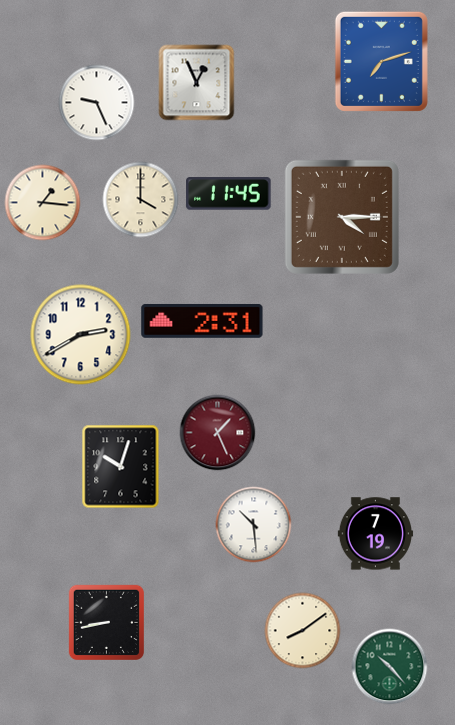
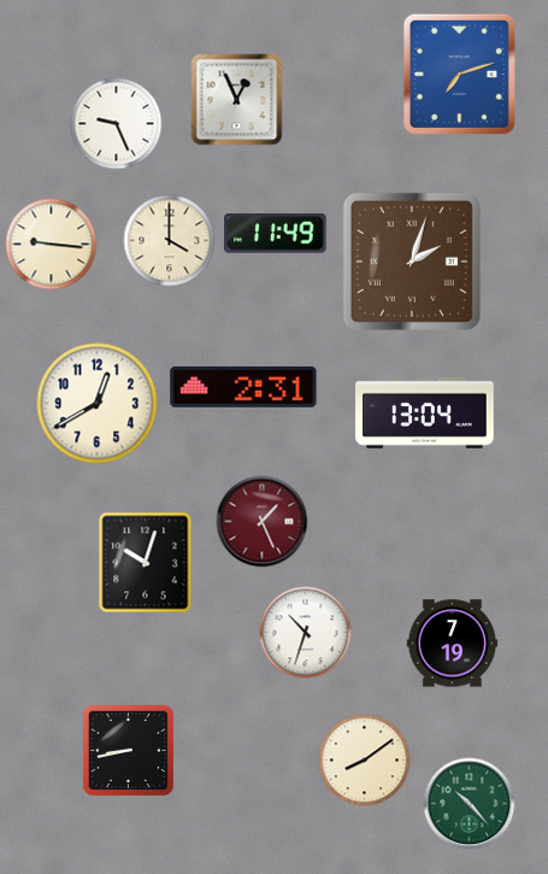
clock at (229, 194): 11:45 -> 11:49
clock at (43, 203): 1:16 -> 9:16
clock at (342, 217): 4:15 -> 2:03
clock at (81, 335): 2:40 -> 12:40
clock at (425, 413): none -> 13:04
clock at (254, 525): 10:29 -> 10:33
